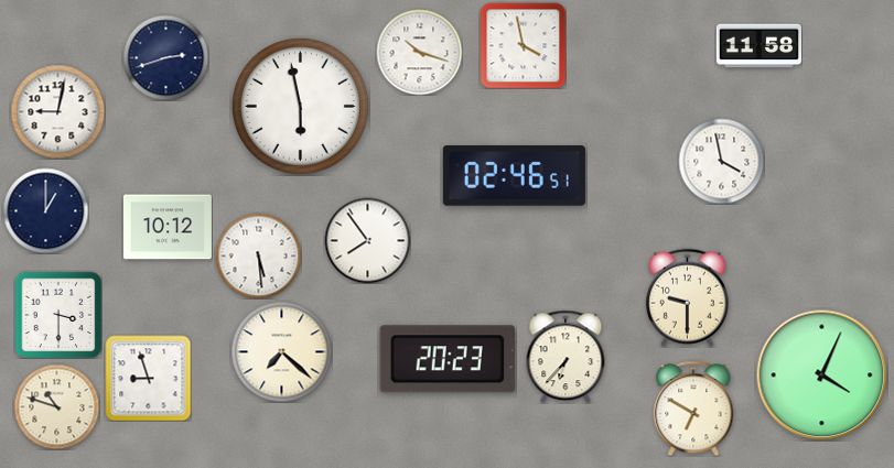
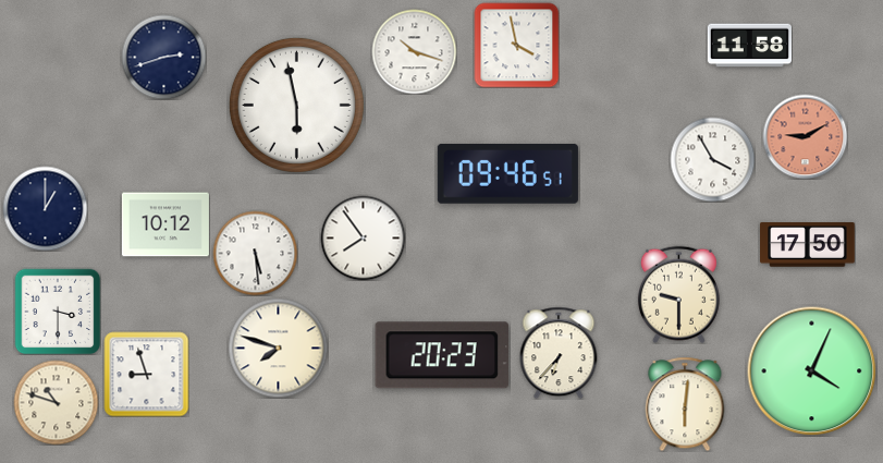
clock at (57, 111): 9:02 -> none
clock at (805, 136): none -> 9:10
clock at (721, 161): 3:58 -> 3:55
clock at (514, 175): 02:46 -> 09:46
clock at (808, 245): none -> 17:50
clock at (281, 351): 7:22 -> 7:48
clock at (693, 409): 6:50 -> 6:01
